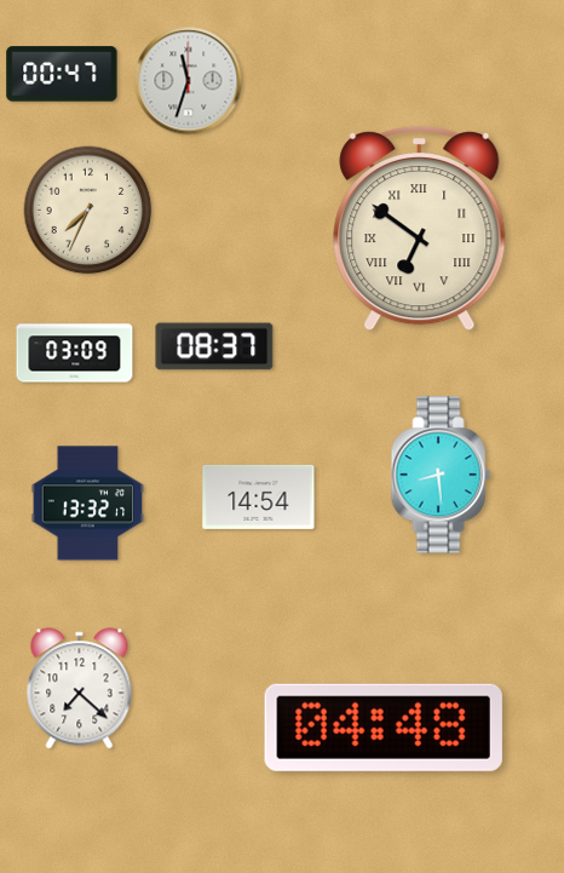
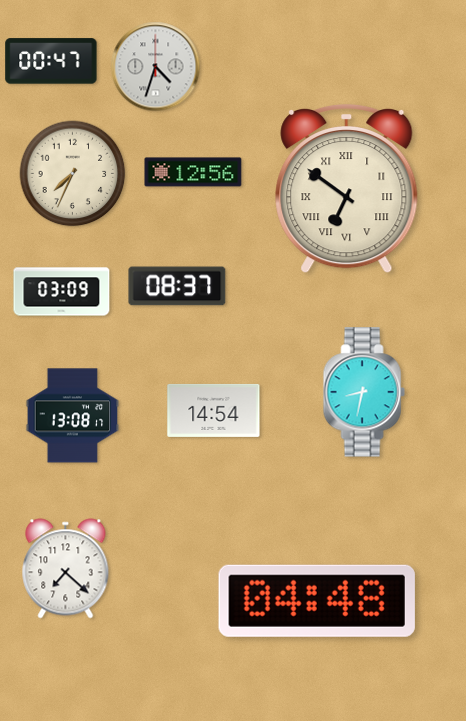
clock at (189, 81): 11:33 -> 4:33
clock at (193, 172): none -> 12:56
clock at (441, 475): 8:29 -> 8:32
clock at (88, 504): 13:32 -> 13:08
